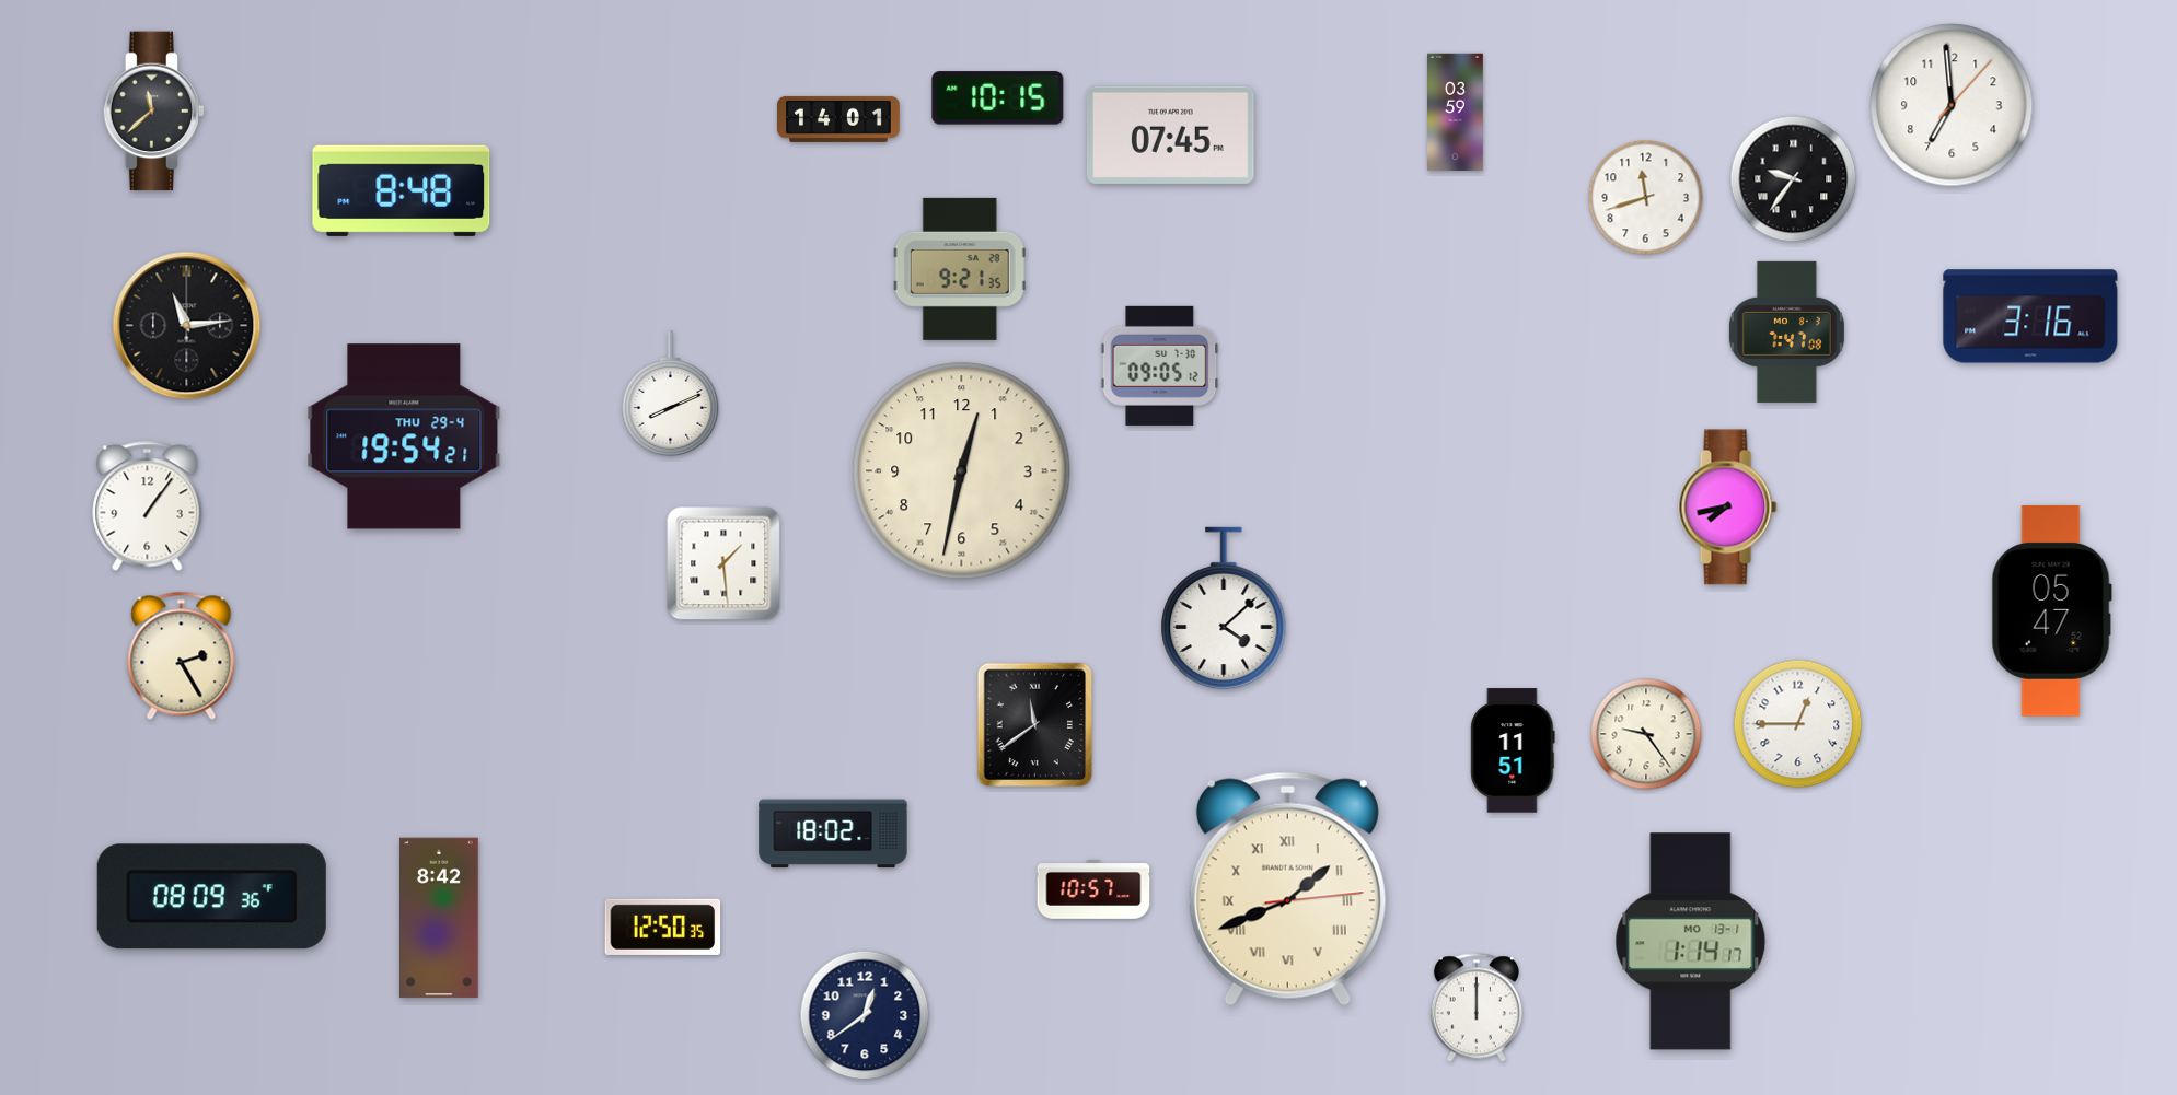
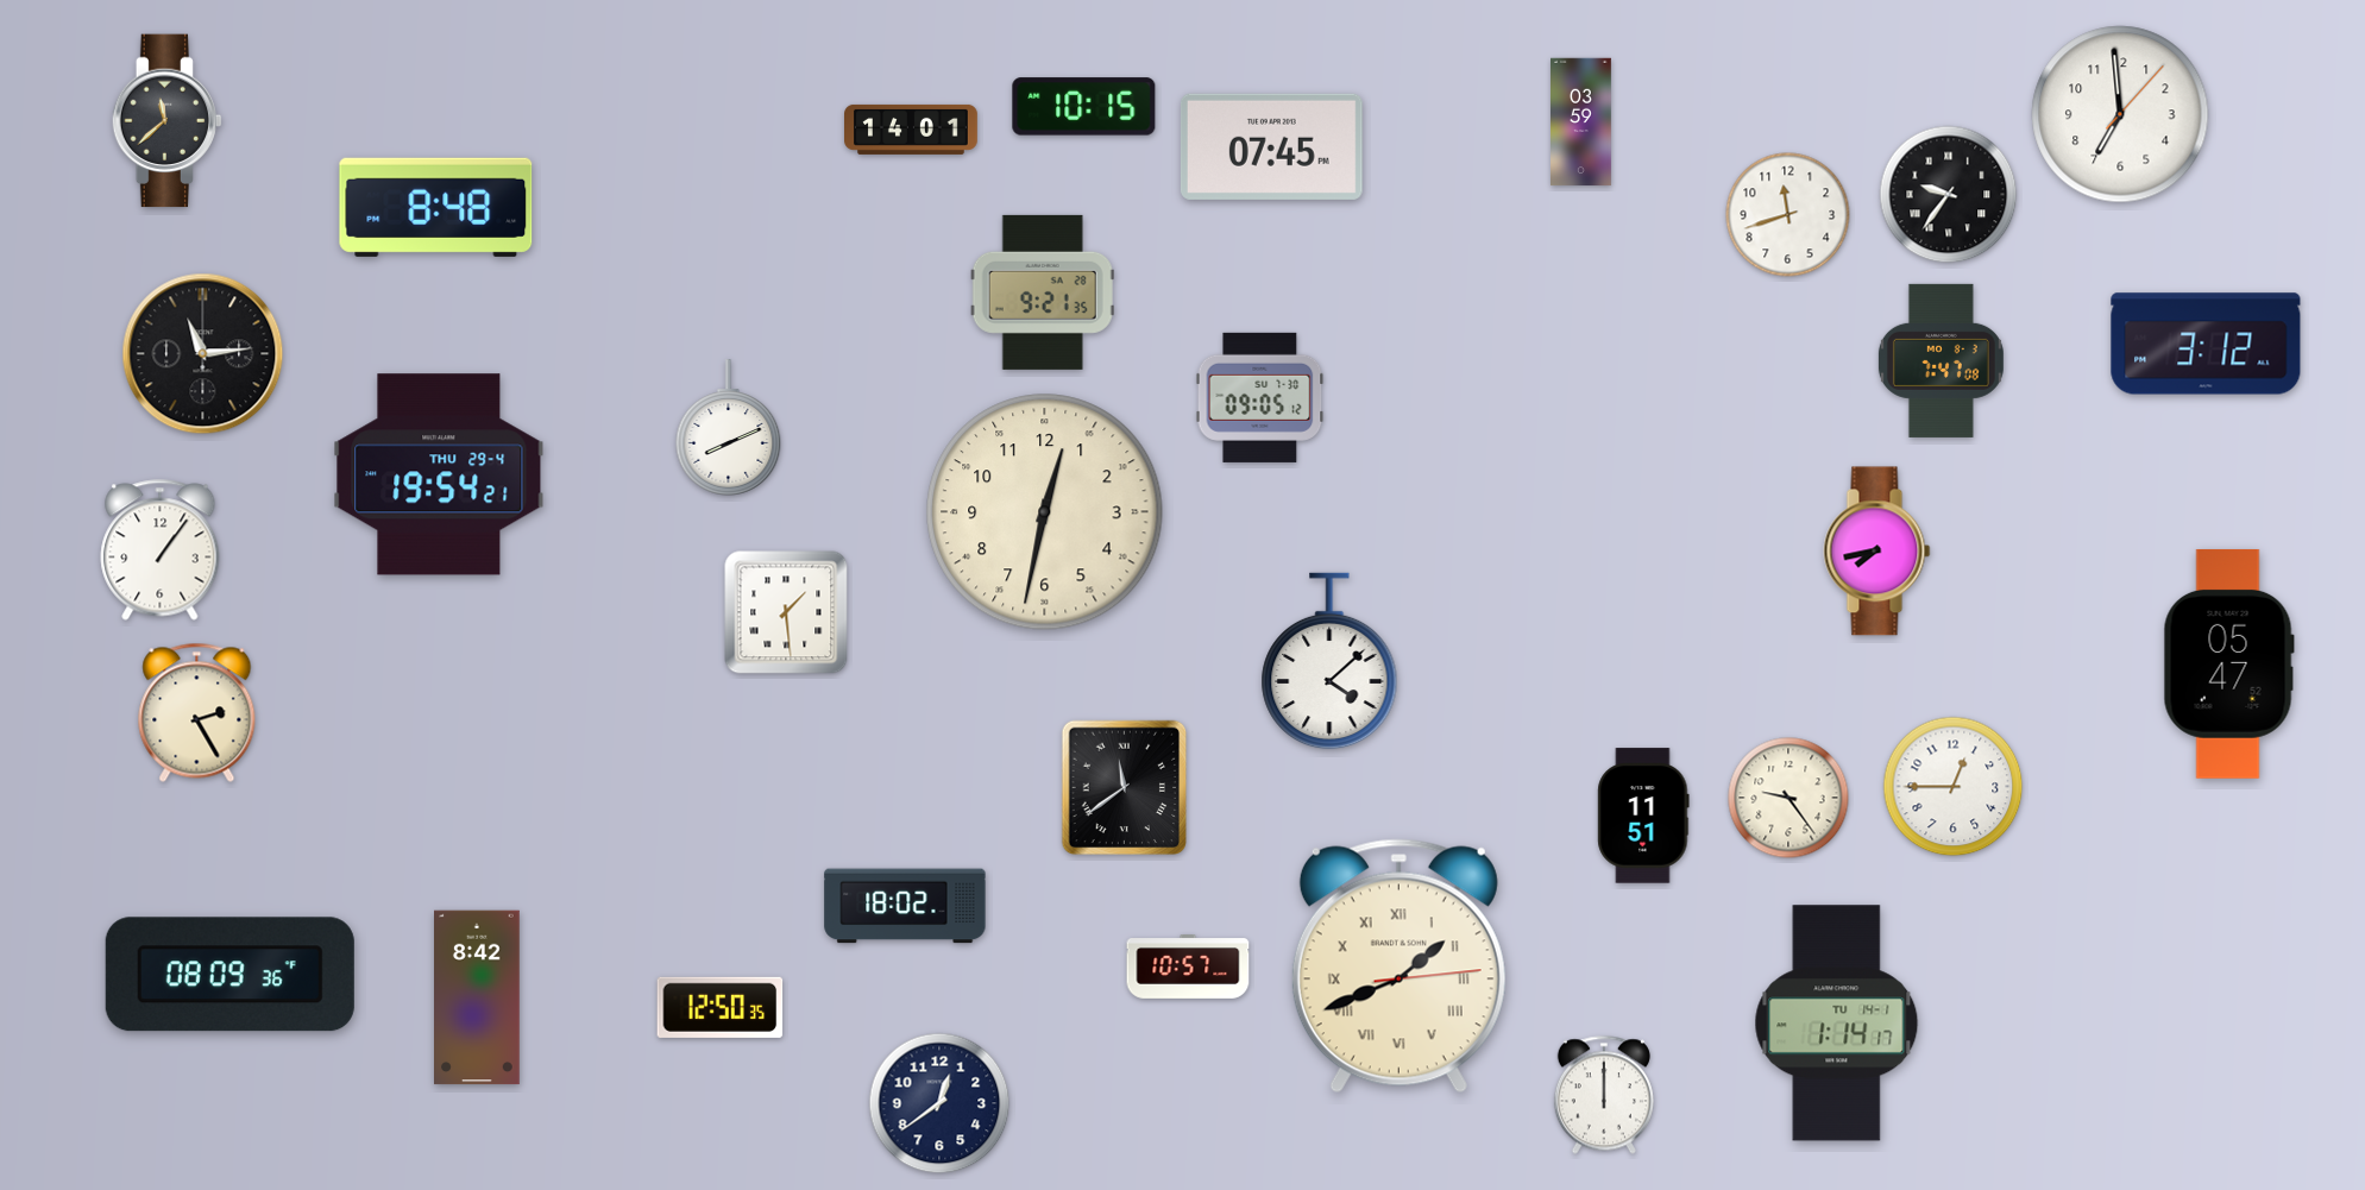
clock at (2030, 316): 3:16 -> 3:12
clock at (1691, 942) date: MO 13-1 -> TU 14-1
